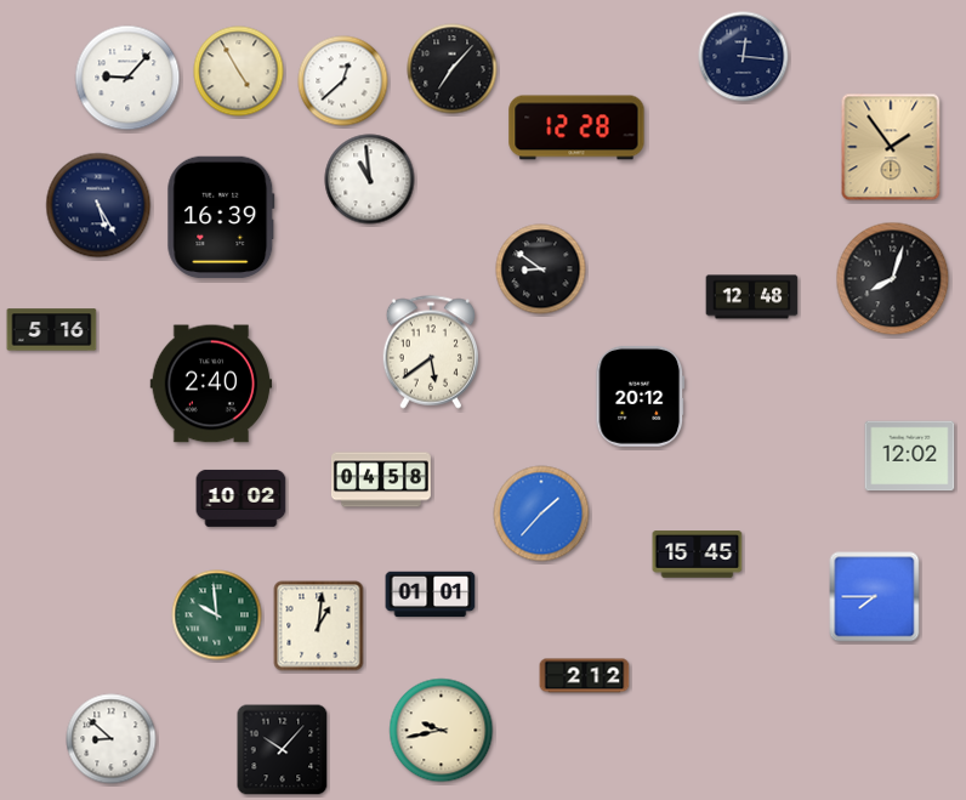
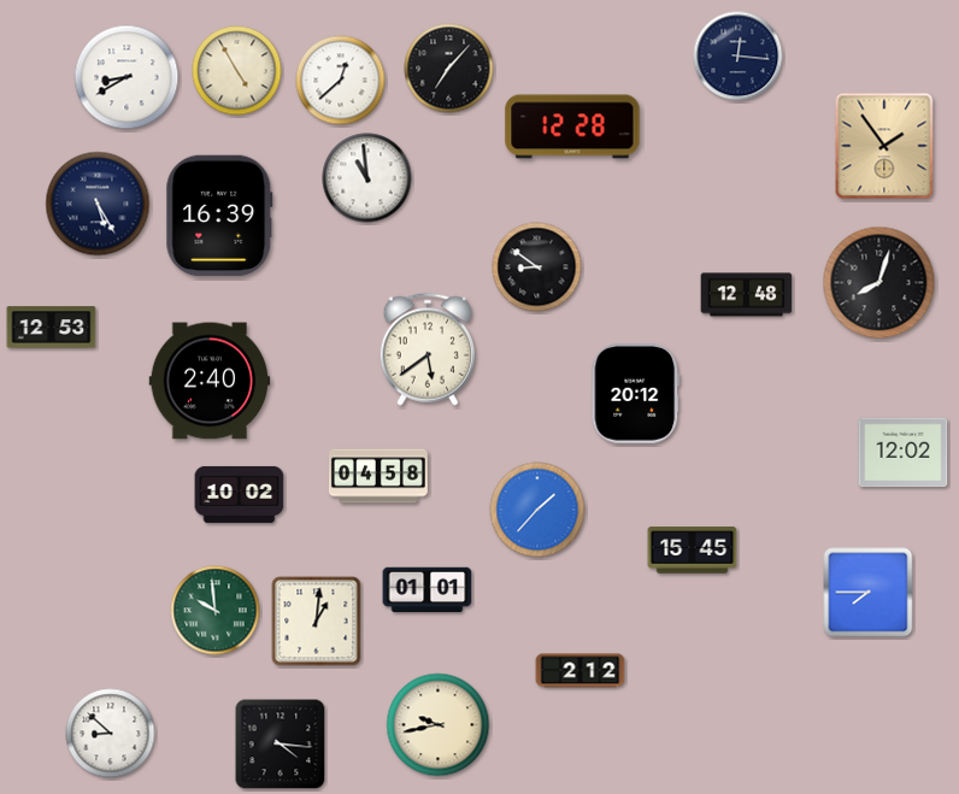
clock at (127, 78): 9:07 -> 8:40
clock at (893, 279) position: (893, 279) -> (879, 283)
clock at (52, 330): 5:16 -> 12:53
clock at (283, 750): 10:07 -> 4:16
